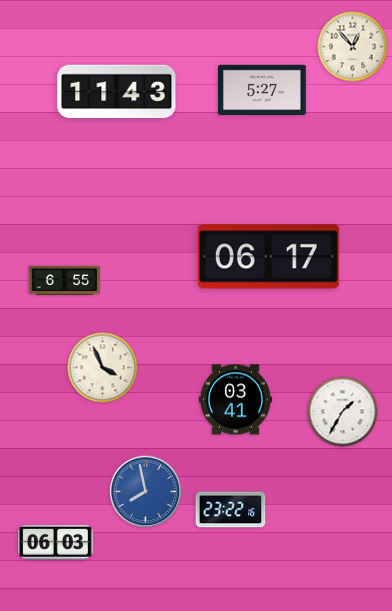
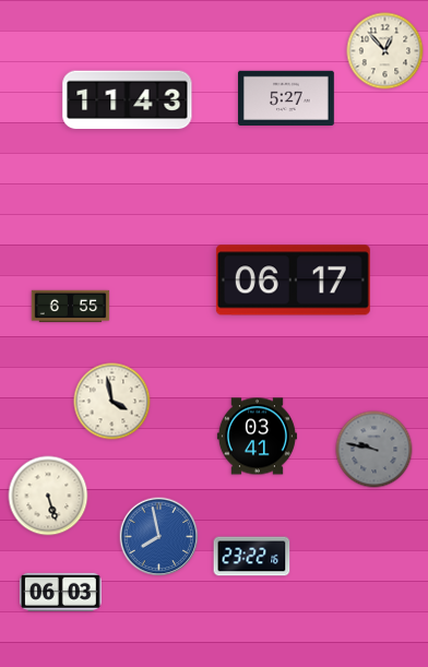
clock at (103, 368): 3:56 -> 3:58
clock at (343, 412): 1:35 -> 9:47
clock at (343, 412) dial: white -> grey
clock at (48, 496): none -> 5:27
